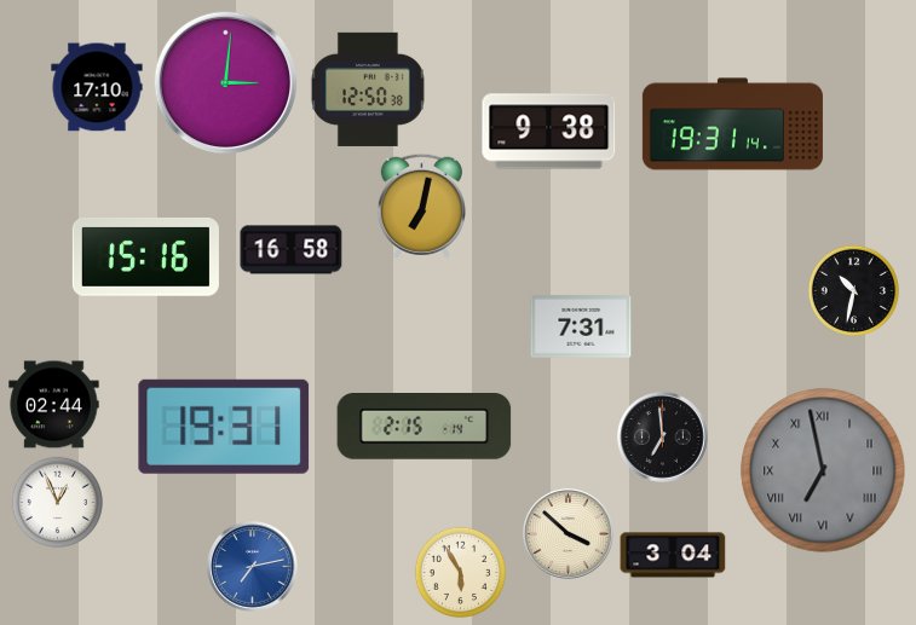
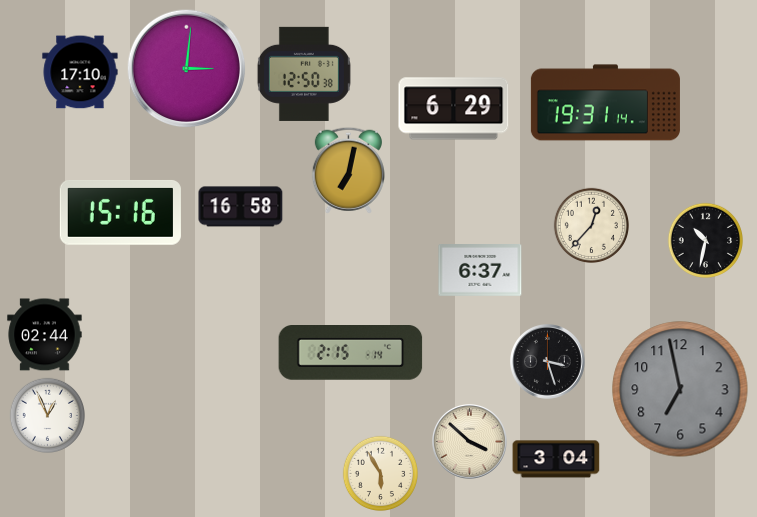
clock at (549, 132): 9:38 -> 6:29
clock at (591, 225): none -> 12:37
clock at (581, 328): 7:31 -> 6:37
clock at (224, 427): 19:31 -> none
clock at (663, 438): 6:59 -> 3:27
clock at (823, 470) numerals: Roman -> Arabic
clock at (253, 567): 7:13 -> none
